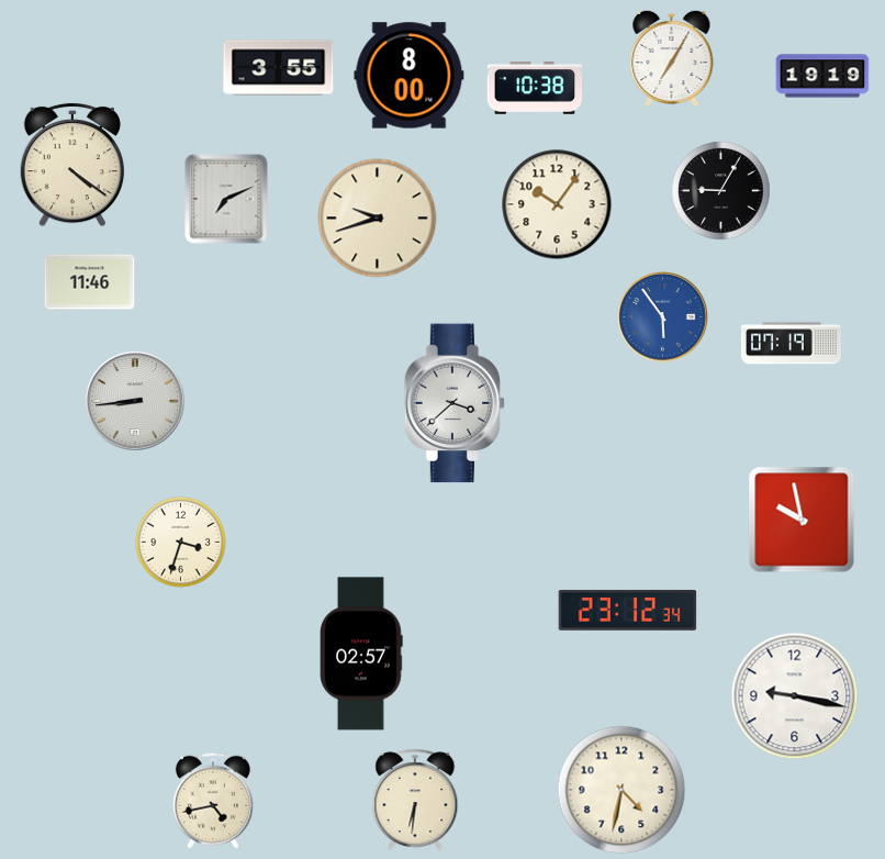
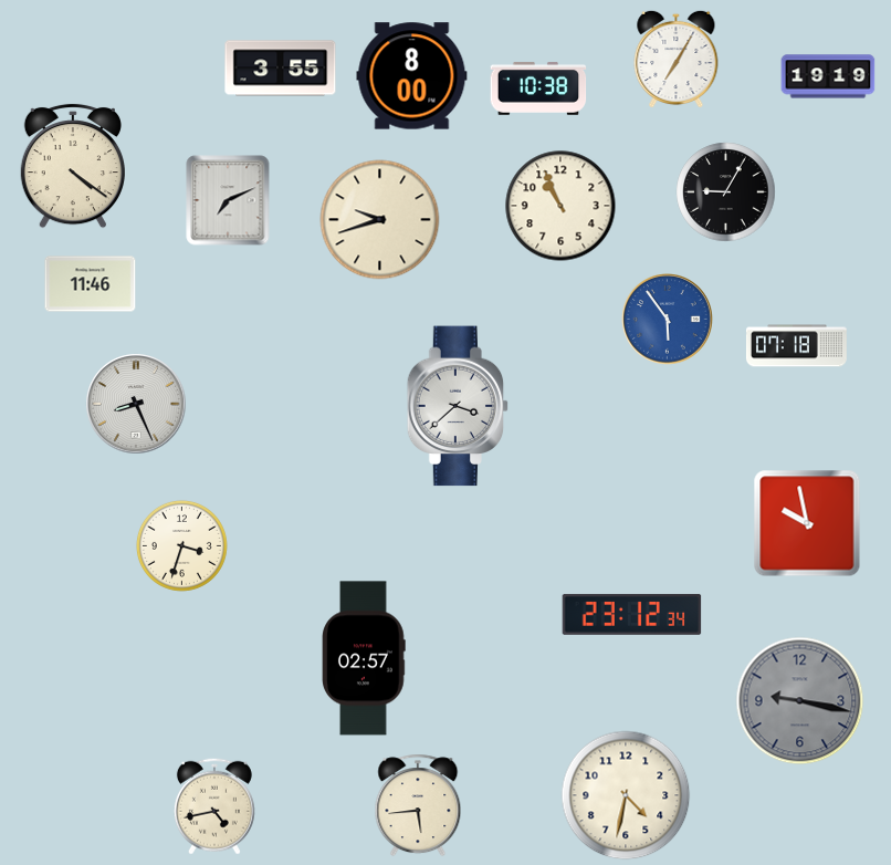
clock at (557, 204): 10:06 -> 10:56
clock at (791, 344): 07:19 -> 07:18
clock at (135, 401): 8:44 -> 8:26
clock at (795, 696) dial: white -> grey
clock at (415, 800): 6:31 -> 5:44
